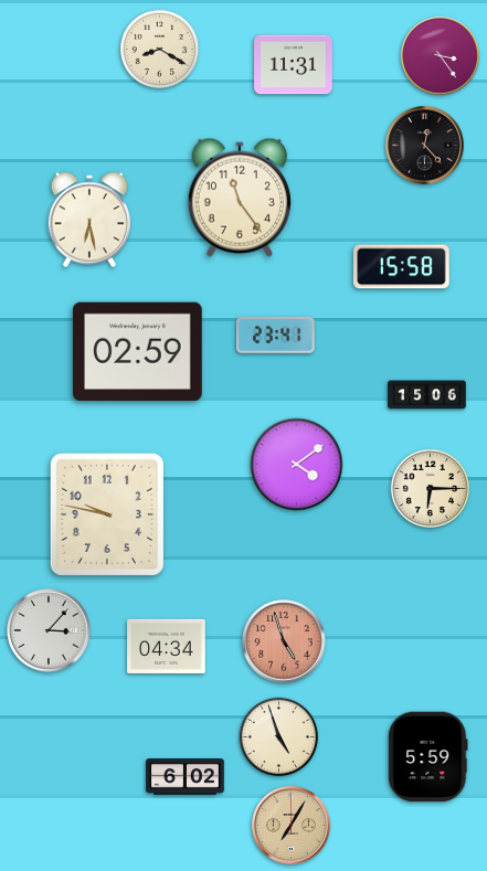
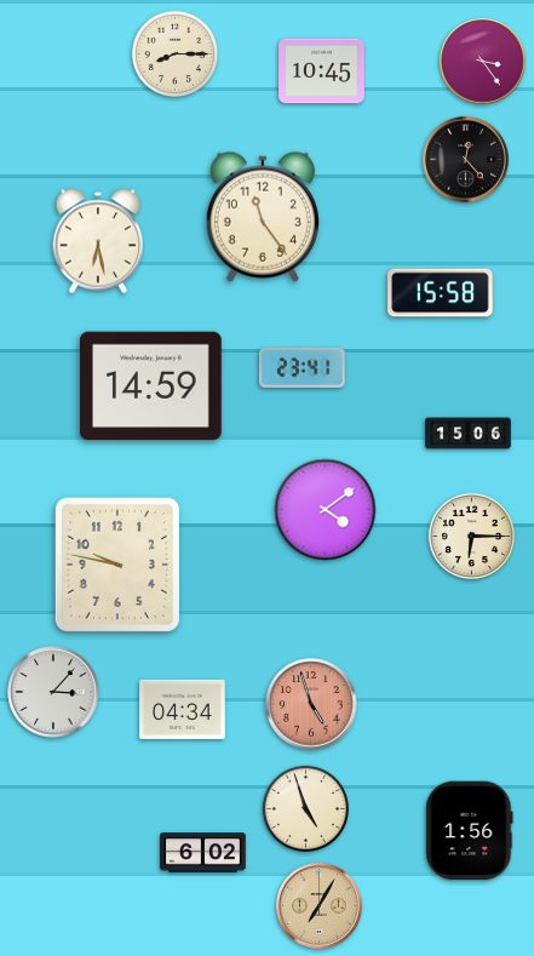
clock at (160, 50): 8:20 -> 8:15
clock at (294, 65): 11:31 -> 10:45
clock at (137, 352): 02:59 -> 14:59
clock at (428, 757): 5:59 -> 1:56
